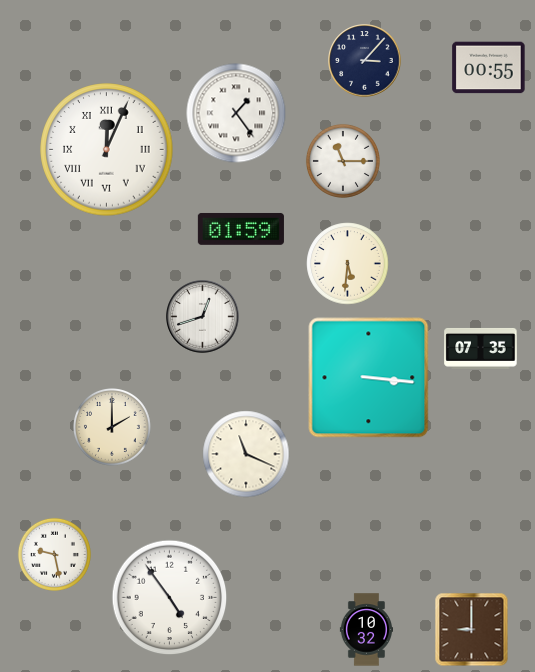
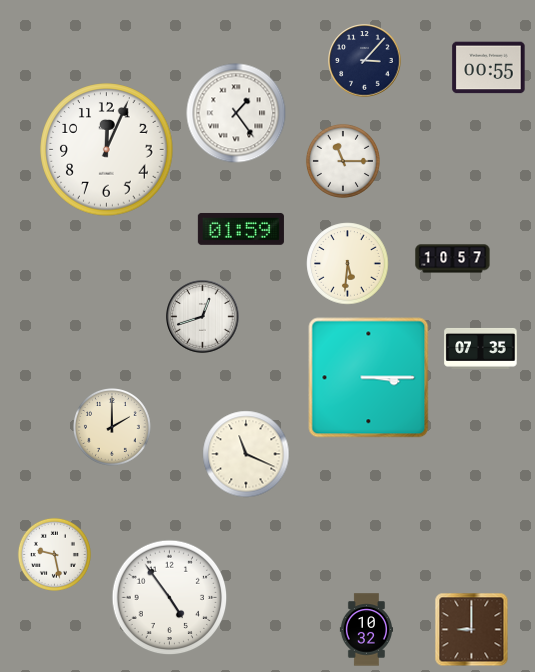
clock at (107, 150) numerals: Roman -> Arabic
clock at (453, 259): none -> 10:57
clock at (369, 378): 3:16 -> 3:15
